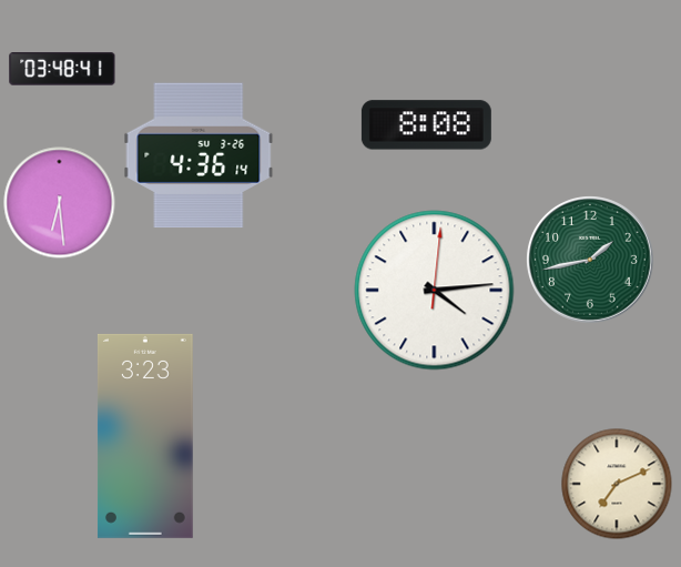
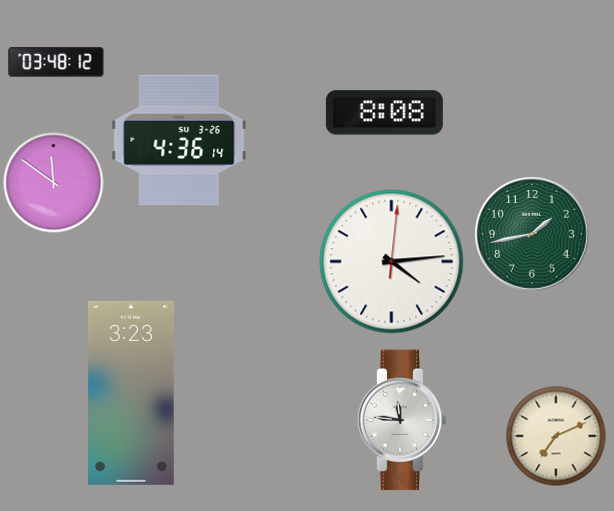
clock at (62, 69): 03:48:41 -> 03:48:12
clock at (60, 203): 6:29 -> 11:51
clock at (402, 420): none -> 11:46
